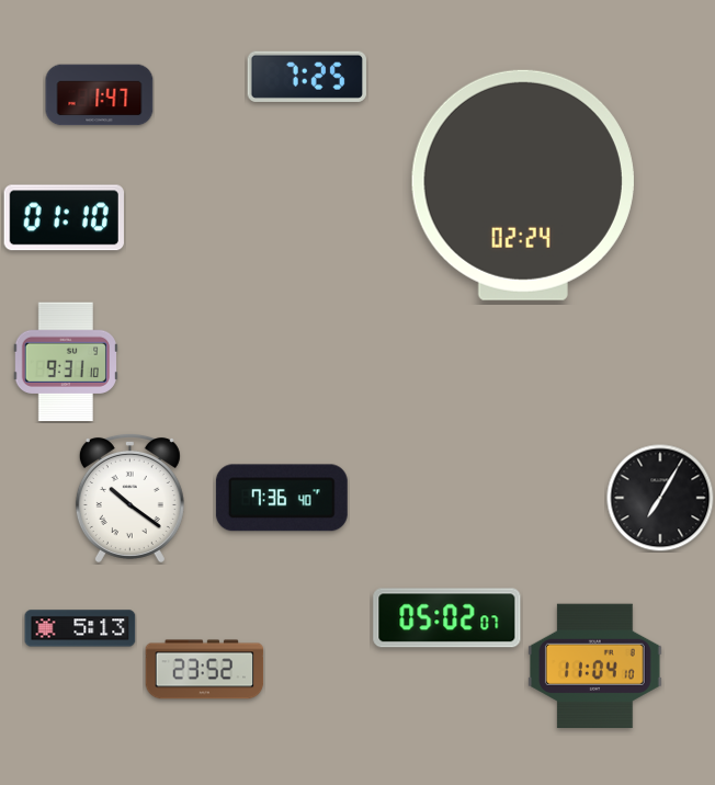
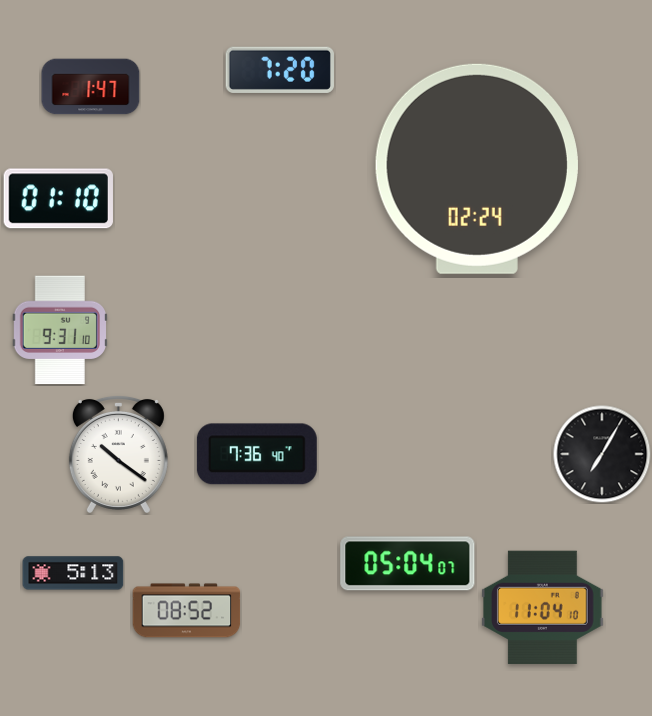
clock at (306, 77): 7:25 -> 7:20
clock at (447, 618): 05:02 -> 05:04
clock at (205, 670): 23:52 -> 08:52
